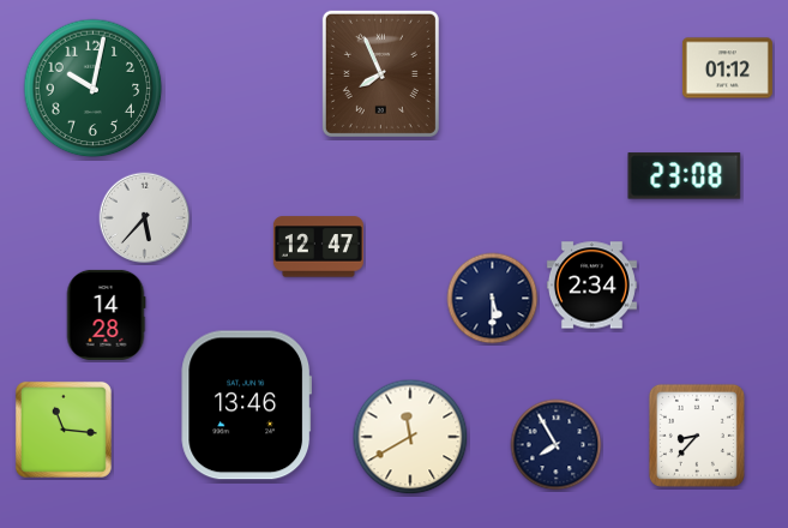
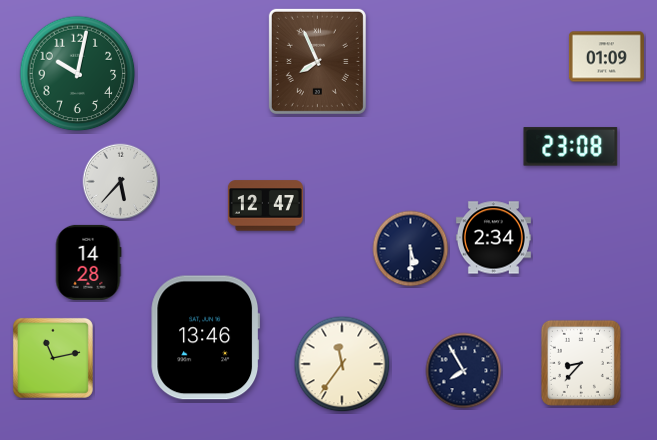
clock at (727, 68): 01:12 -> 01:09
clock at (64, 430): 11:16 -> 11:13
clock at (410, 437): 11:40 -> 11:36
